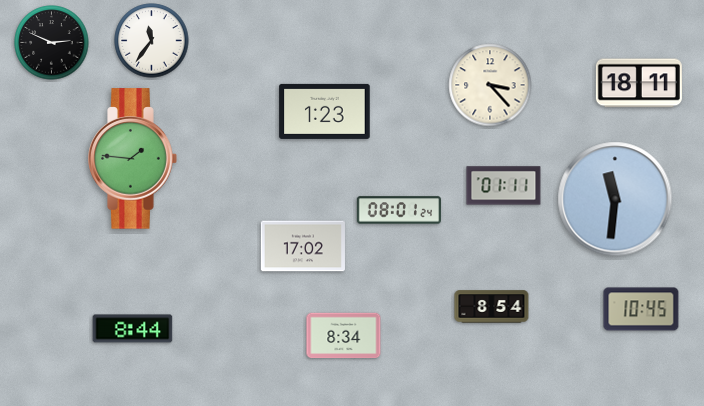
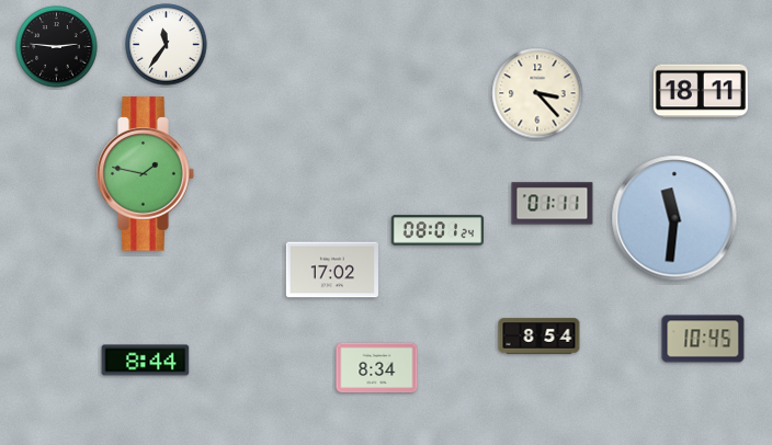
clock at (52, 43): 2:49 -> 2:46
clock at (325, 111): 1:23 -> none
clock at (133, 159): 1:46 -> 1:47
